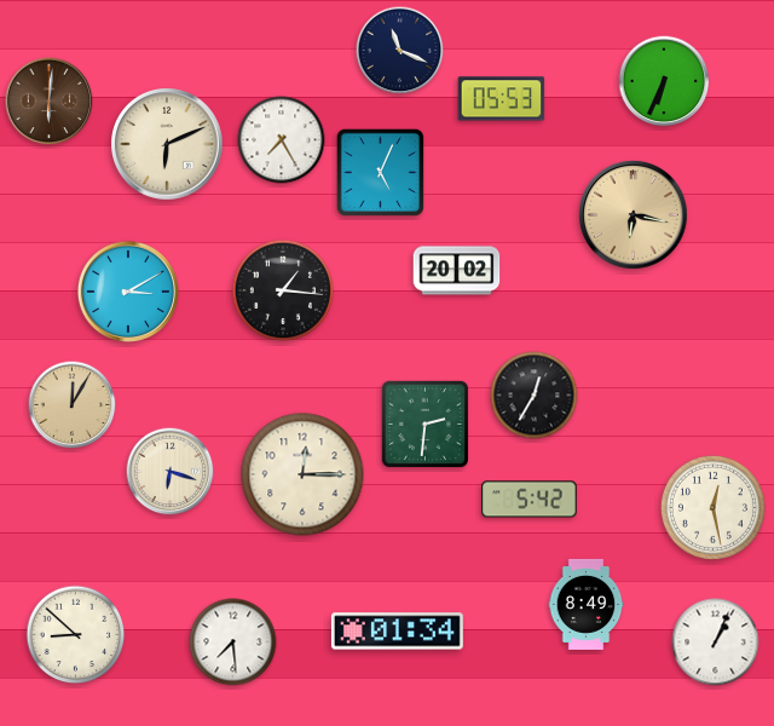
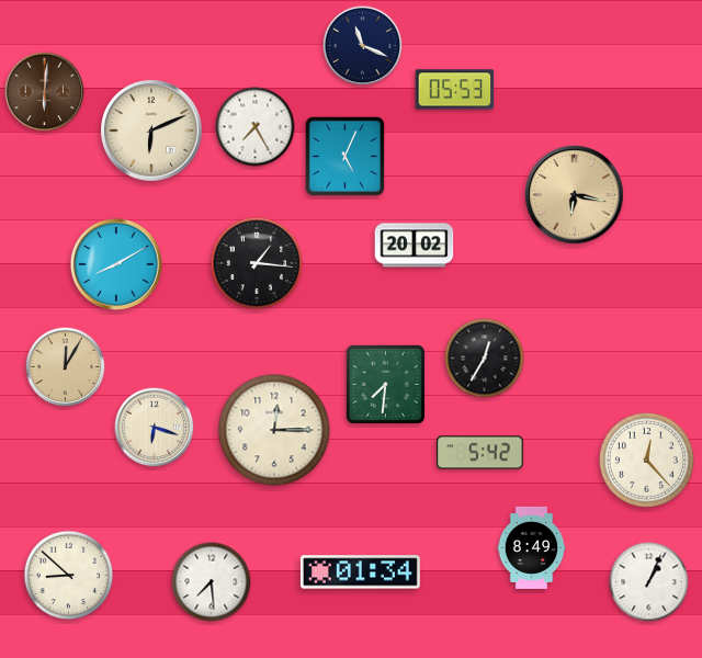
clock at (664, 81): 6:34 -> none
clock at (128, 292): 3:10 -> 8:10
clock at (424, 423): 2:31 -> 7:31
clock at (712, 507): 12:28 -> 12:23
